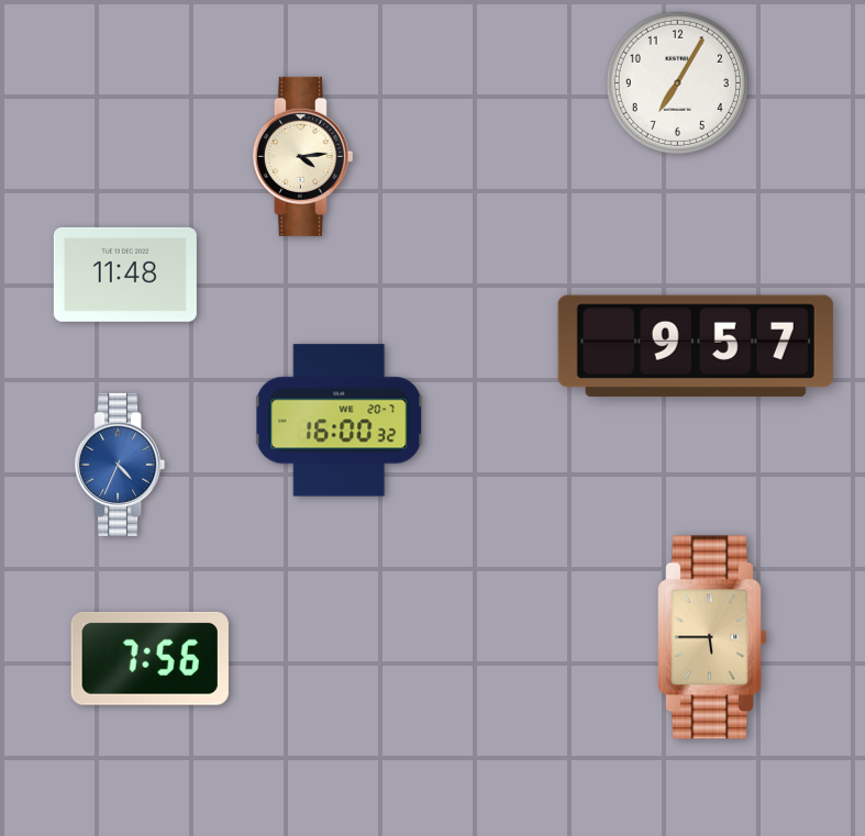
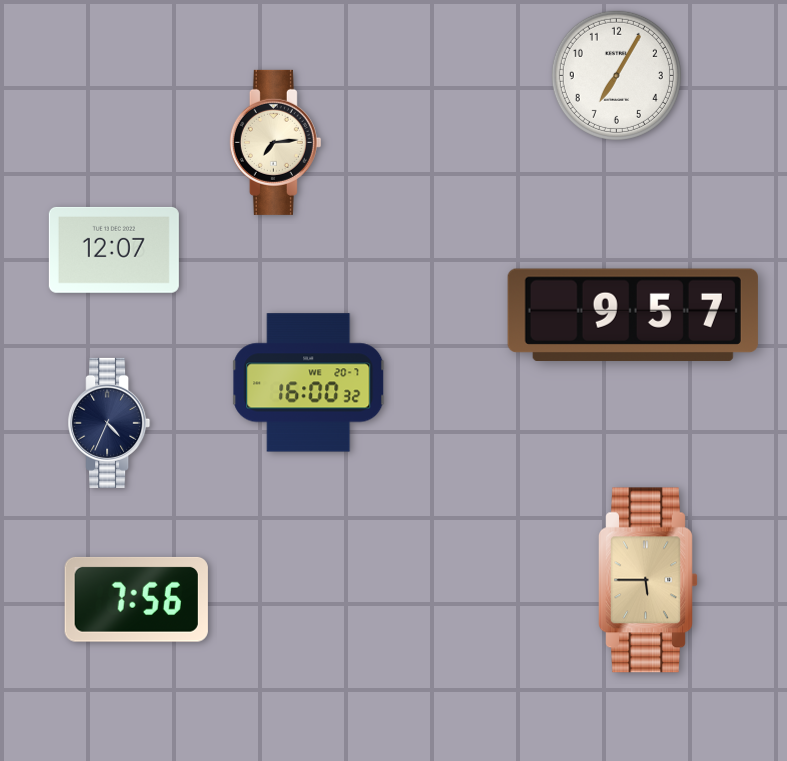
clock at (302, 156): 4:14 -> 7:14
clock at (125, 275): 11:48 -> 12:07
clock at (120, 465) dial: blue -> navy
